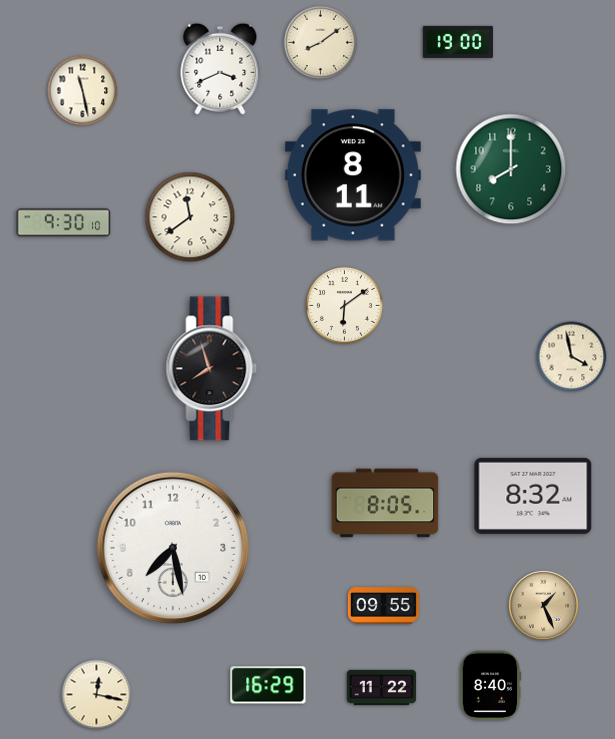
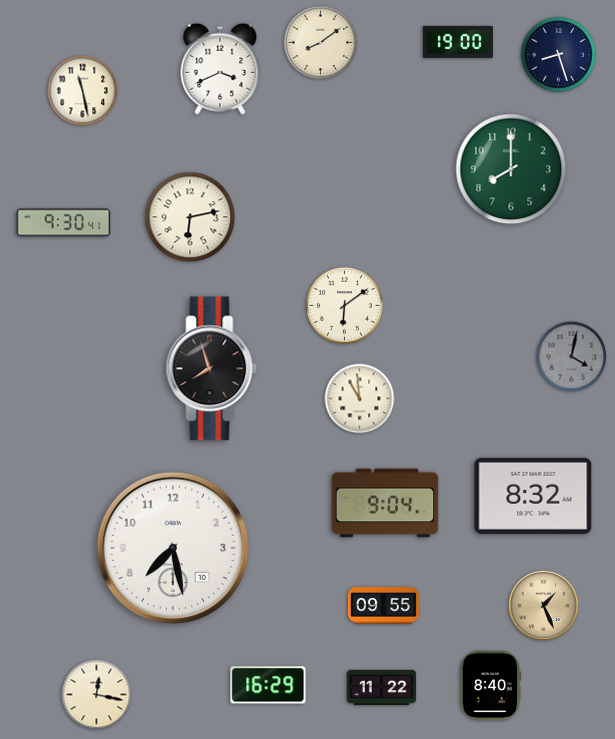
clock at (558, 54): none -> 8:27
clock at (353, 175): 8:11 -> none
clock at (190, 217): 11:39 -> 6:13
clock at (64, 223): 9:30:10 -> 9:30:41
clock at (572, 357): 3:58 -> 4:02
clock at (572, 357) dial: cream -> grey
clock at (360, 399): none -> 10:59
clock at (385, 503): 8:05 -> 9:04
